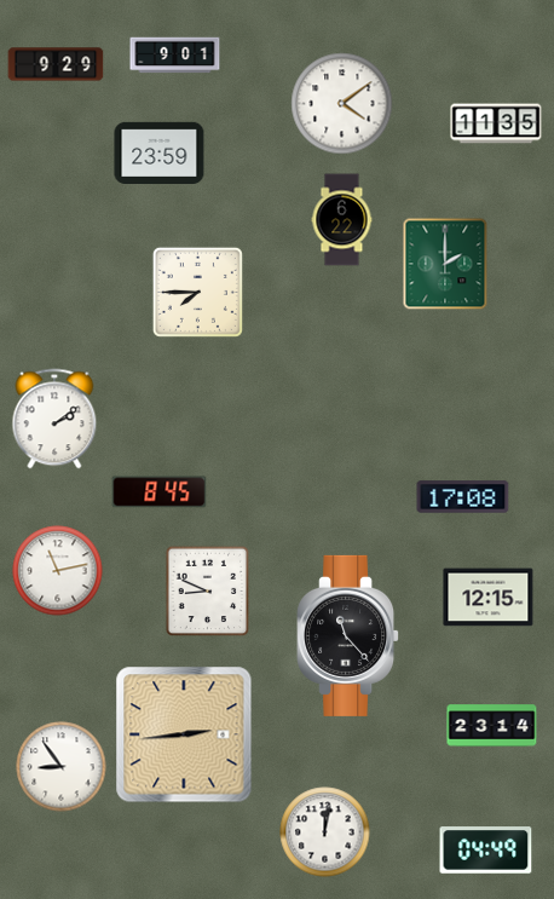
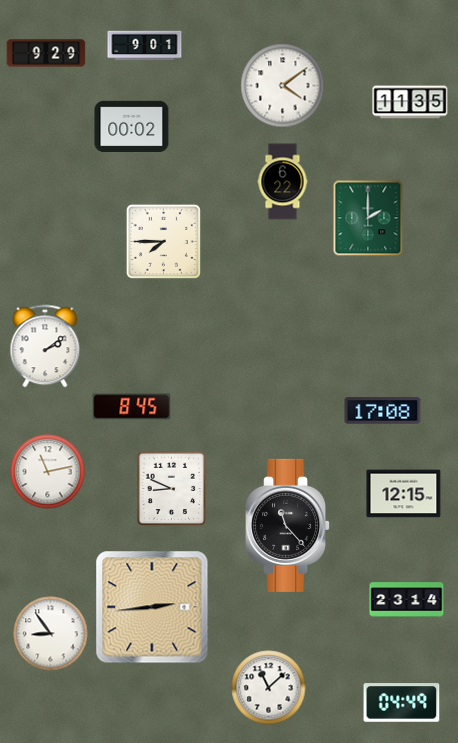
clock at (160, 152): 23:59 -> 00:02
clock at (325, 832): 12:02 -> 11:08
